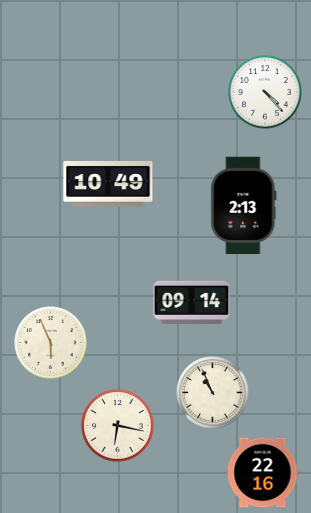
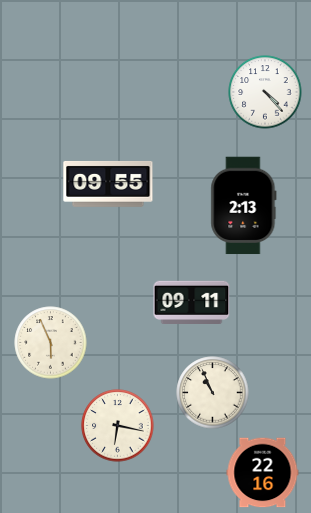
clock at (108, 184): 10:49 -> 09:55
clock at (192, 302): 09:14 -> 09:11
